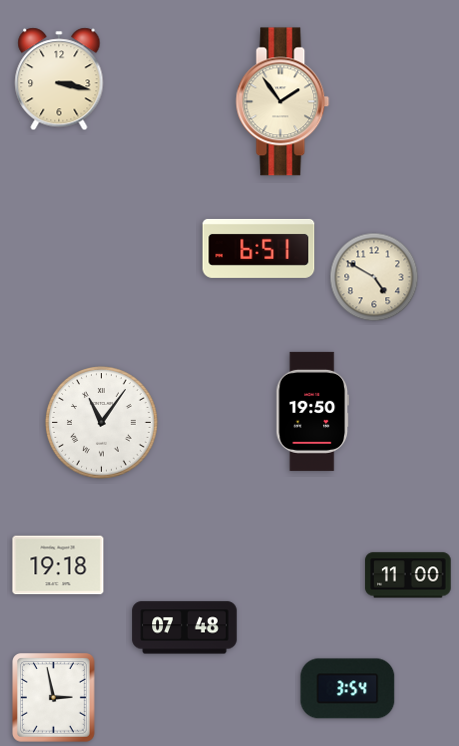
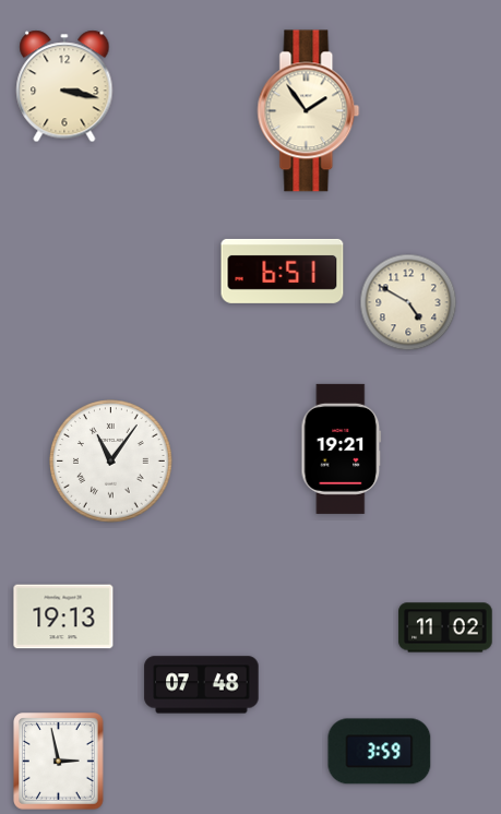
clock at (313, 411): 19:50 -> 19:21
clock at (58, 565): 19:18 -> 19:13
clock at (408, 575): 11:00 -> 11:02
clock at (348, 689): 3:54 -> 3:59
